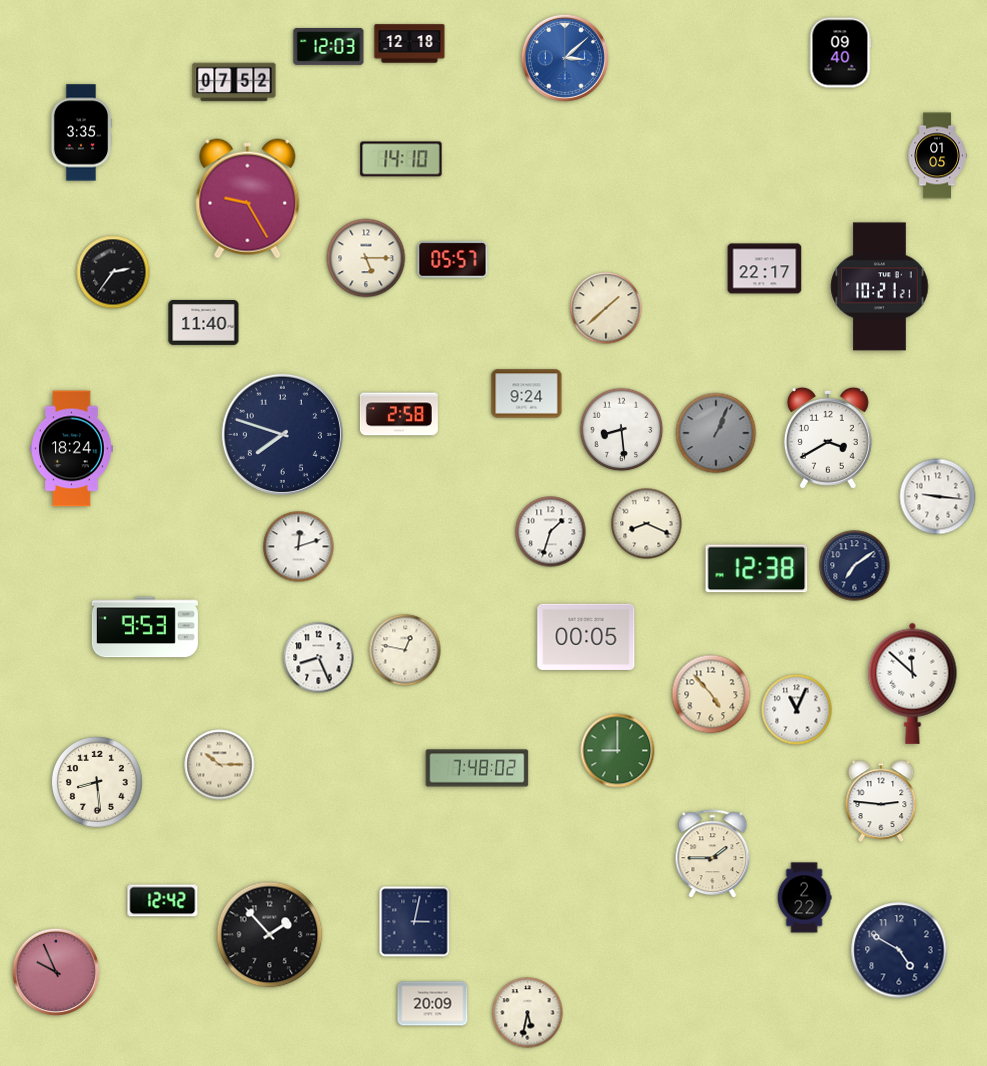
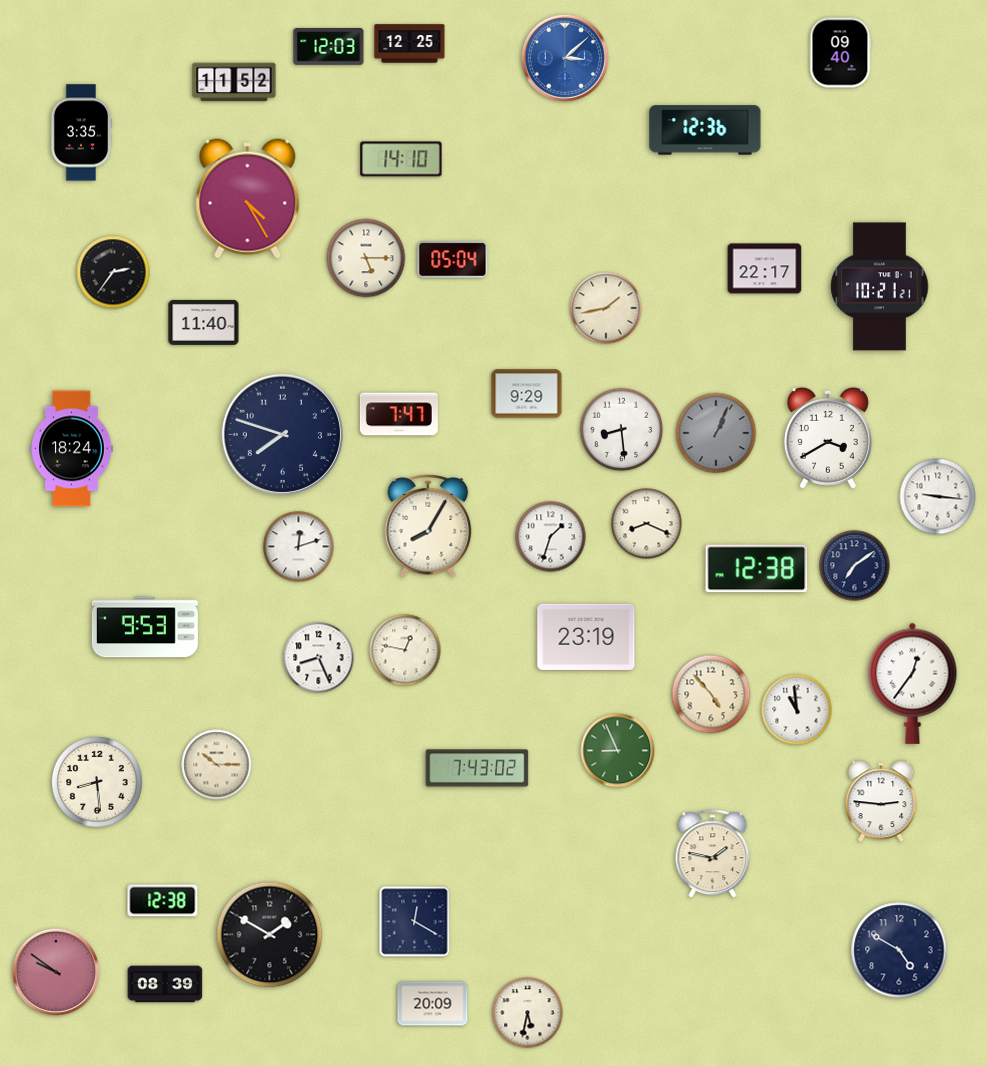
clock at (410, 44): 12:18 -> 12:25
clock at (234, 82): 07:52 -> 11:52
clock at (705, 130): none -> 12:36
clock at (937, 156): 01:05 -> none
clock at (248, 199): 9:25 -> 4:25
clock at (453, 260): 05:57 -> 05:04
clock at (606, 308): 1:38 -> 1:43
clock at (527, 394): 9:24 -> 9:29
clock at (399, 414): 2:58 -> 7:47
clock at (428, 527): none -> 8:05
clock at (551, 532) position: (551, 532) -> (551, 537)
clock at (586, 637): 00:05 -> 23:19
clock at (913, 683): 11:52 -> 12:36
clock at (797, 710): 11:04 -> 10:59
clock at (618, 751): 9:00 -> 8:56
clock at (220, 765) position: (220, 765) -> (217, 765)
clock at (477, 768): 7:48 -> 7:43
clock at (713, 854): 1:45 -> 1:47
clock at (804, 898): 2:22 -> none
clock at (163, 901): 12:42 -> 12:38
clock at (415, 922): 3:02 -> 12:20
clock at (270, 935): 1:53 -> 1:50
clock at (56, 972): 9:56 -> 9:51
clock at (165, 984): none -> 08:39
